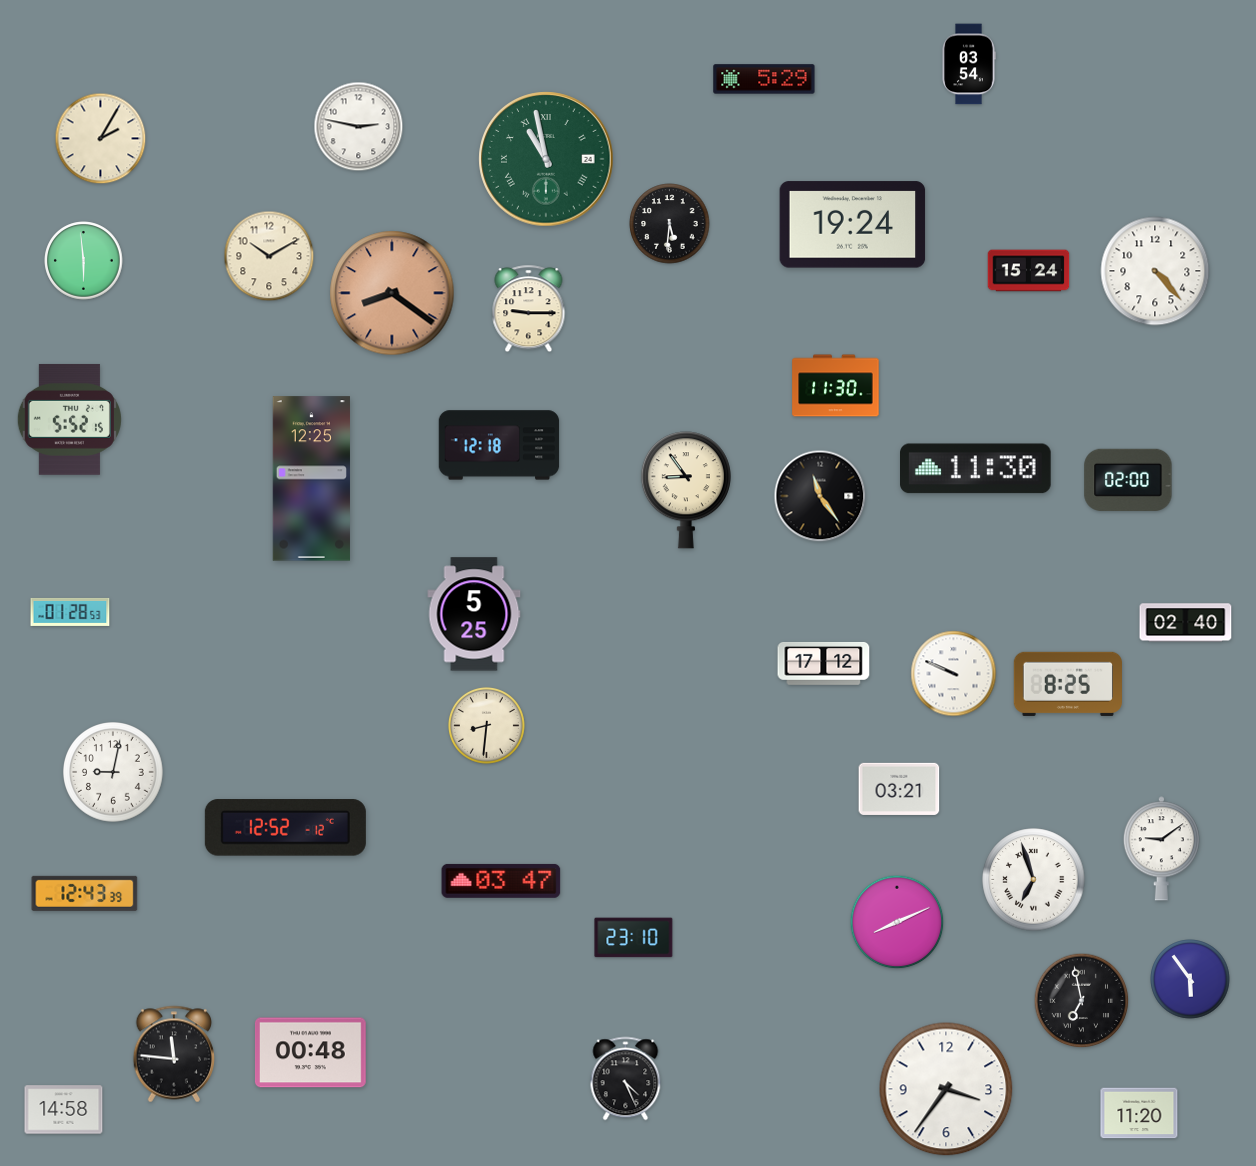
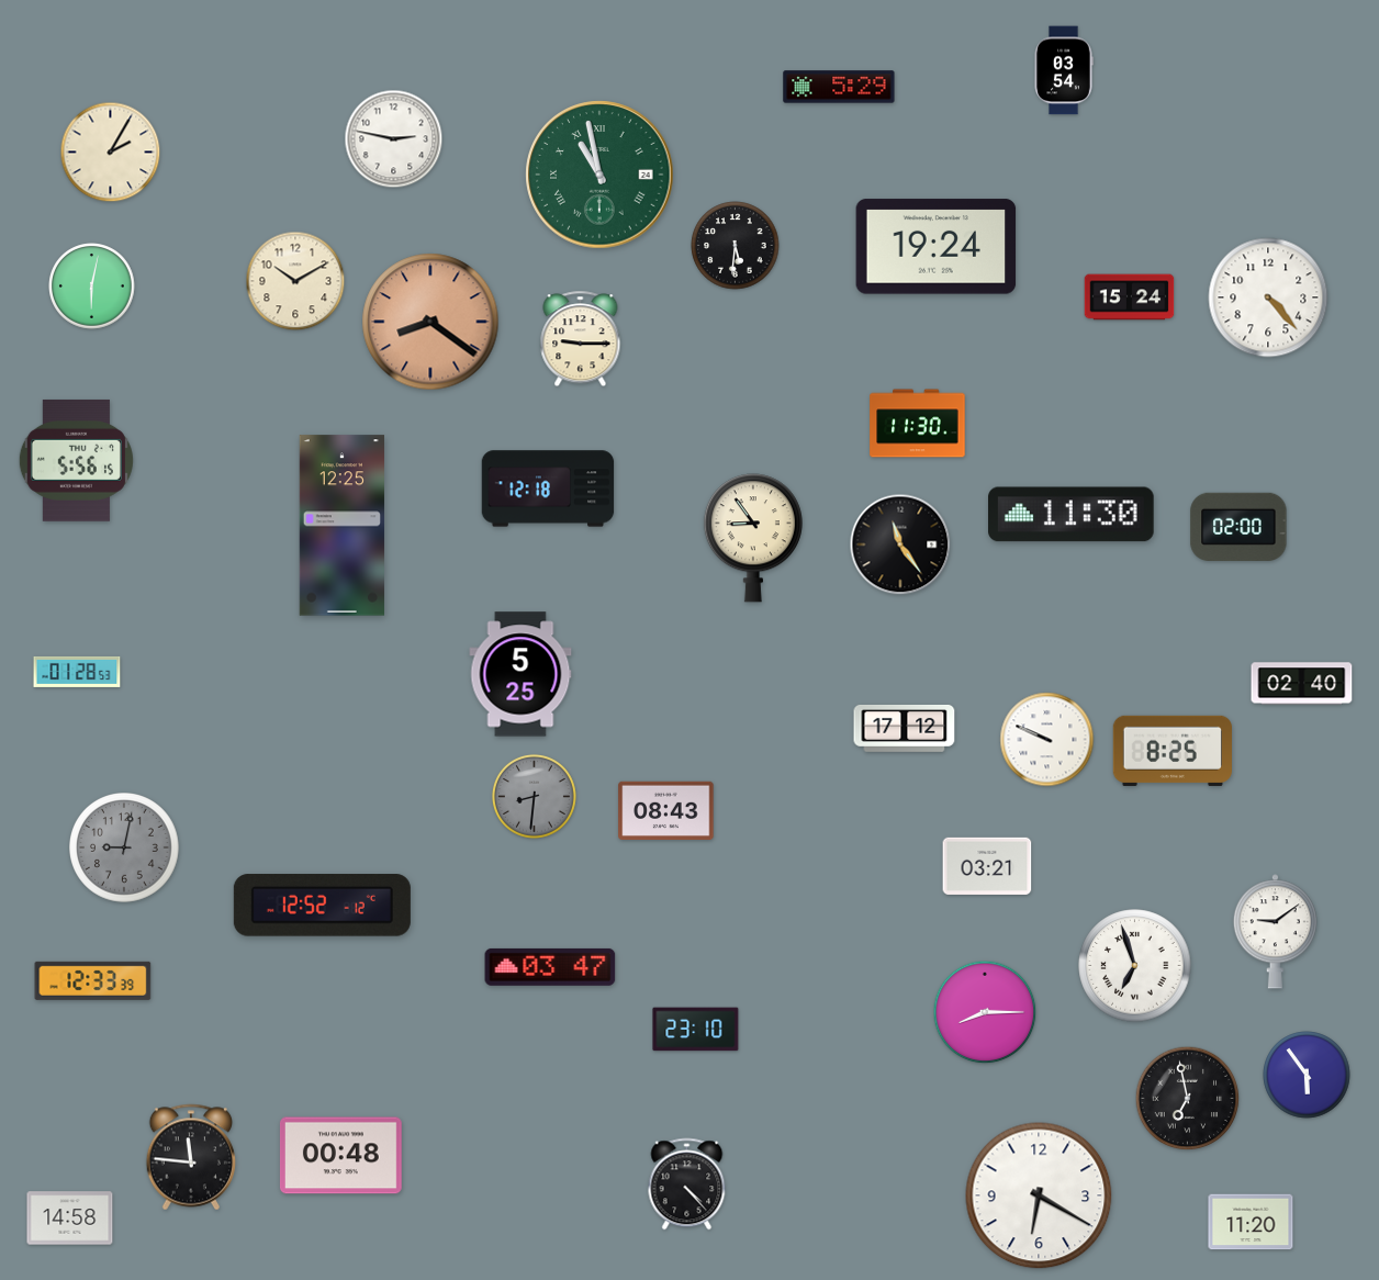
clock at (84, 261): 5:59 -> 6:02
clock at (69, 419): 5:52 -> 5:56
clock at (486, 725) dial: cream -> grey
clock at (666, 810): none -> 08:43
clock at (113, 772) dial: white -> grey
clock at (285, 828) position: (285, 828) -> (322, 906)
clock at (85, 893): 12:43 -> 12:33
clock at (897, 922): 8:11 -> 8:15
clock at (626, 1079): 4:26 -> 4:23
clock at (946, 1089): 3:36 -> 6:20
